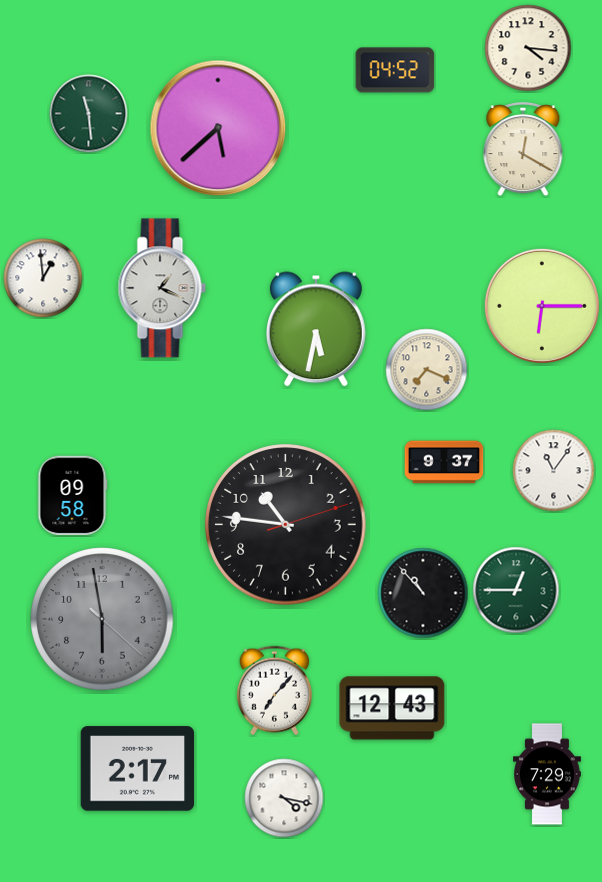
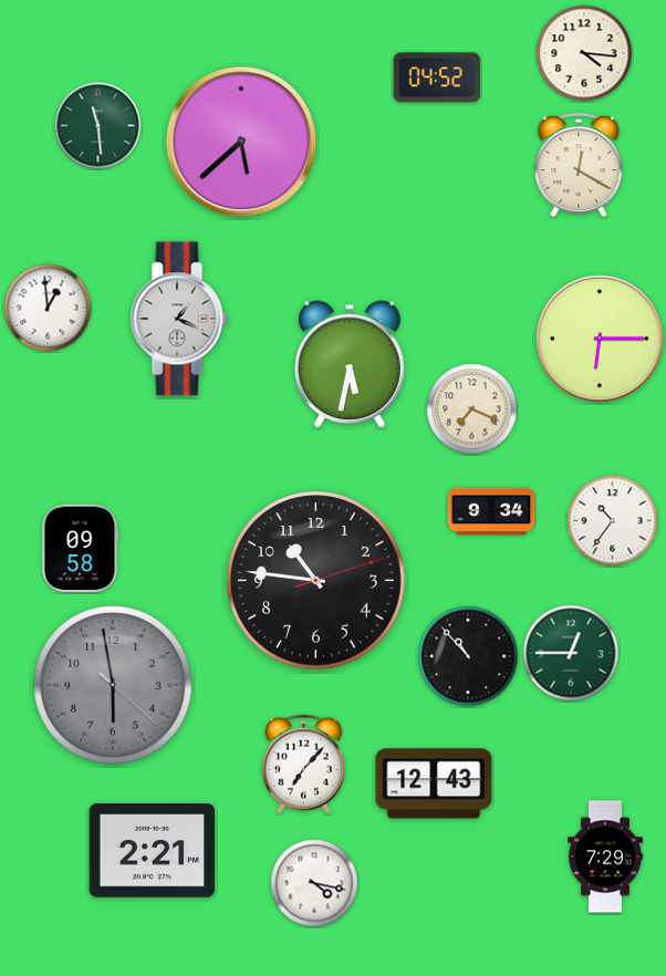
clock at (444, 462): 9:37 -> 9:34
clock at (554, 471): 11:06 -> 10:36
clock at (138, 769): 2:17 -> 2:21
